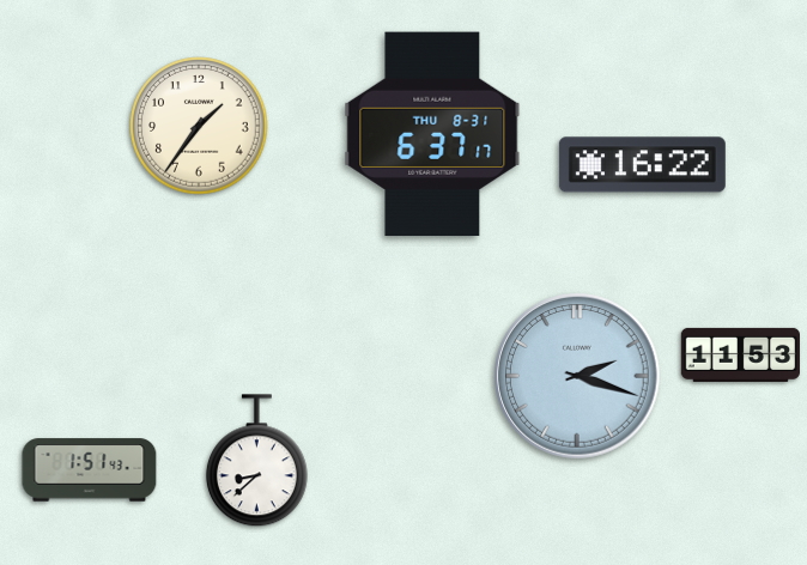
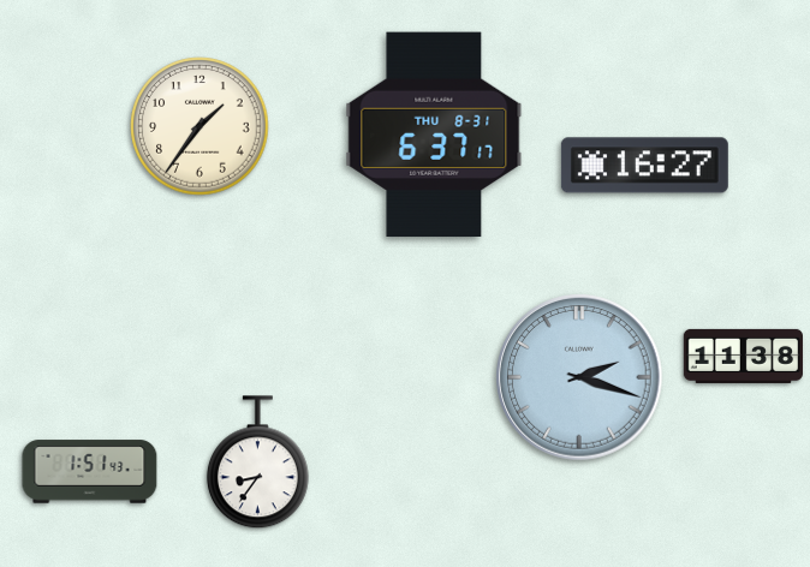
clock at (642, 165): 16:22 -> 16:27
clock at (740, 354): 11:53 -> 11:38
clock at (256, 461): 8:38 -> 8:36
